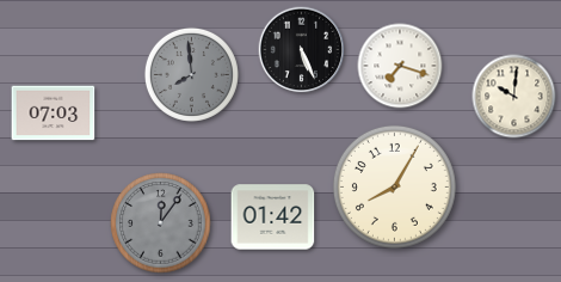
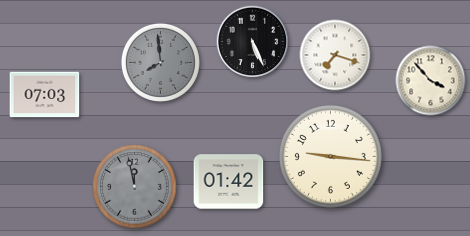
clock at (514, 97): 10:01 -> 3:53
clock at (394, 186): 8:05 -> 9:16
clock at (161, 223): 12:06 -> 11:58
